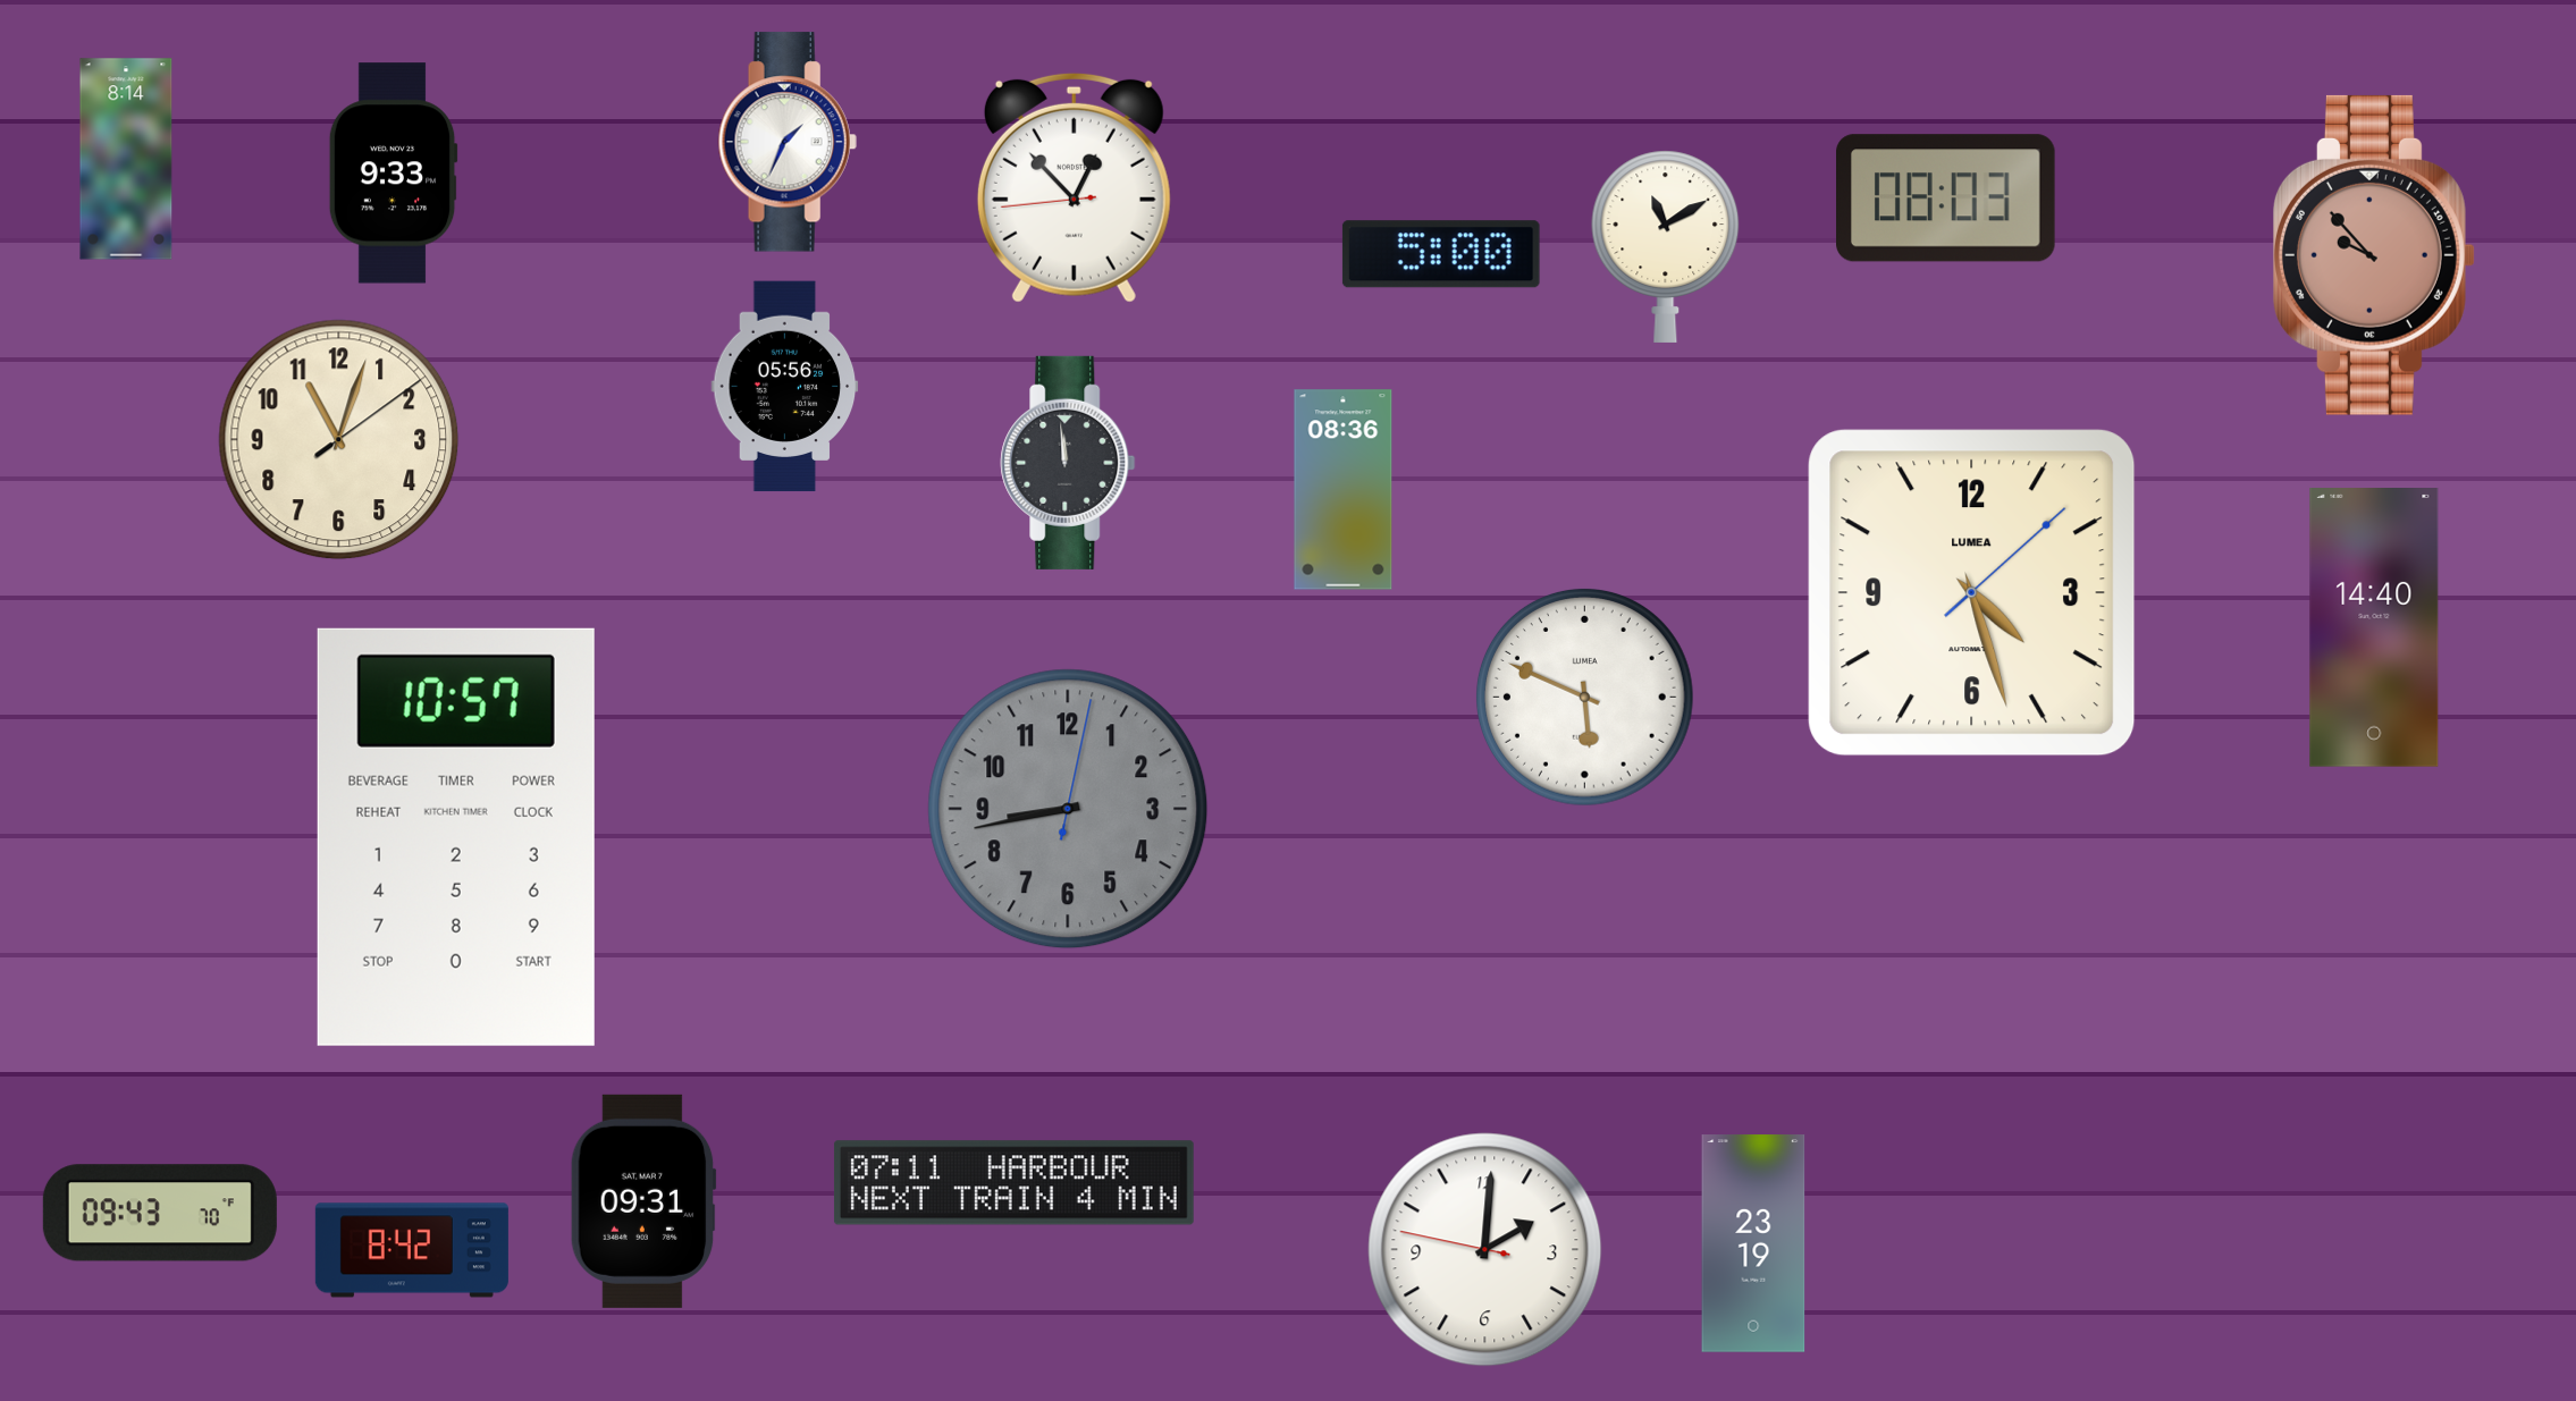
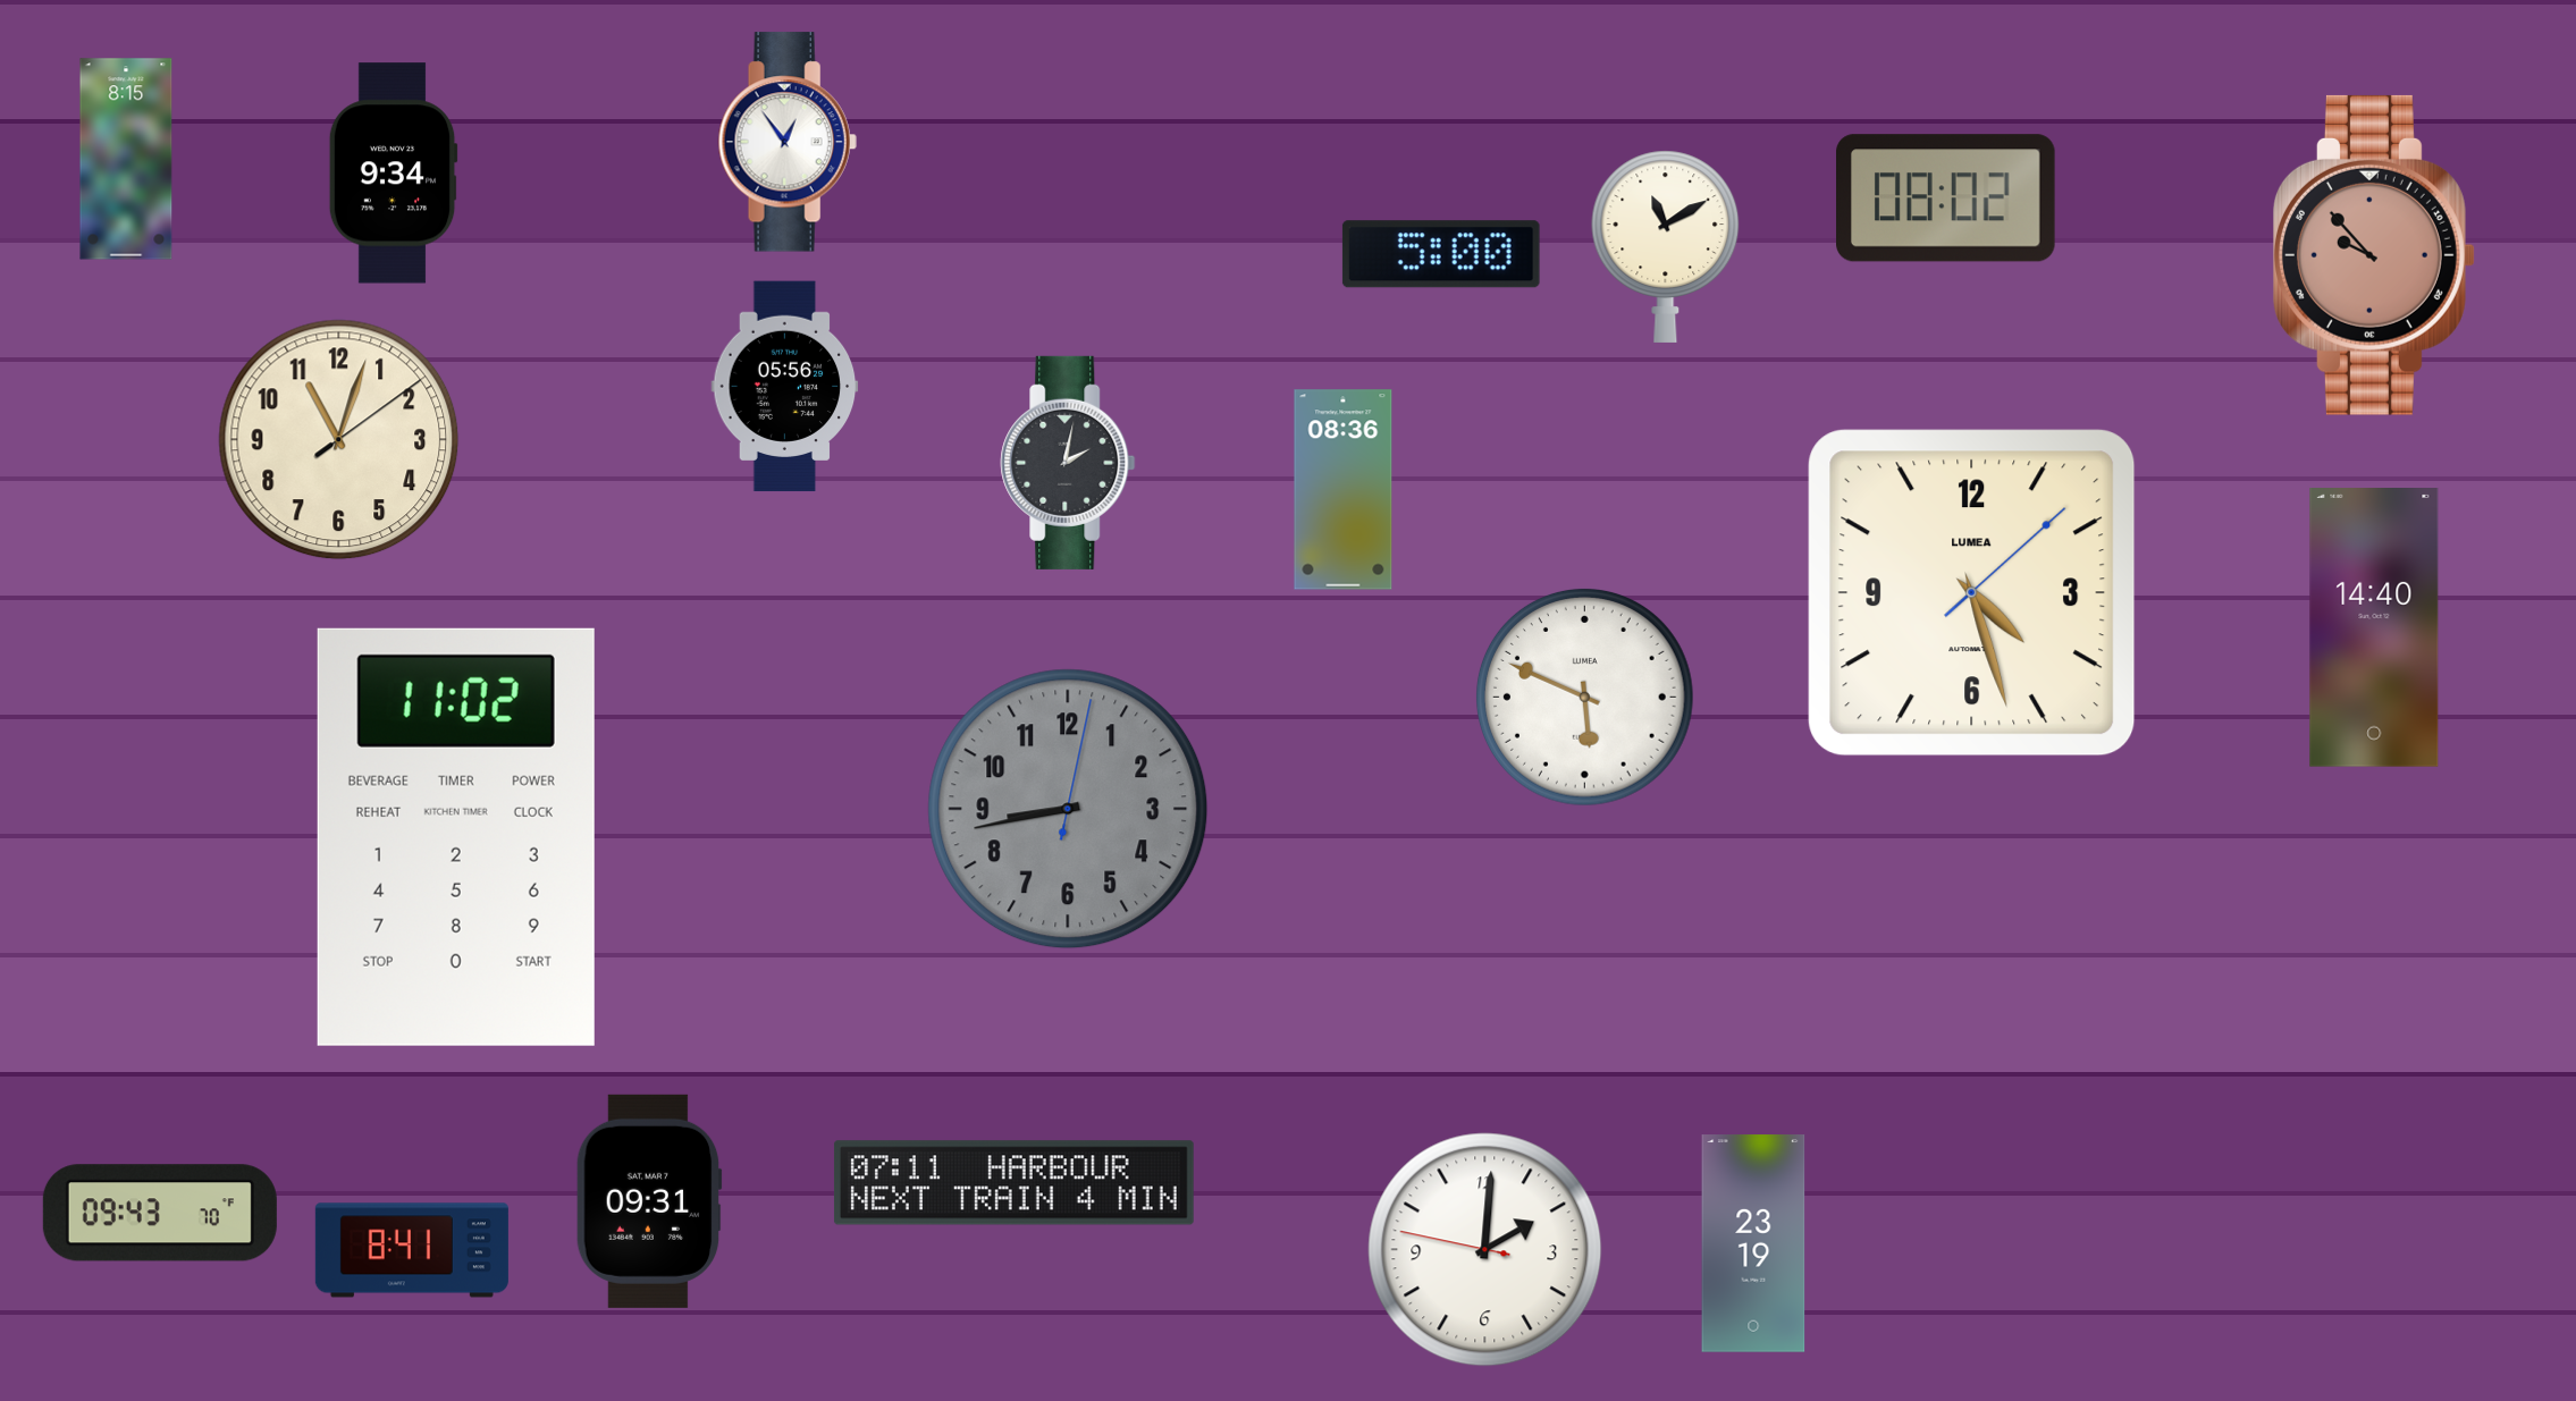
clock at (788, 142): 1:34 -> 12:54
clock at (126, 159): 8:14 -> 8:15
clock at (393, 174): 9:33 -> 9:34
clock at (1074, 187): 12:52 -> none
clock at (1946, 199): 08:03 -> 08:02
clock at (1068, 463): 11:59 -> 2:02
clock at (456, 837): 10:57 -> 11:02
clock at (643, 1201) position: (643, 1201) -> (649, 1201)
clock at (412, 1250): 8:42 -> 8:41
